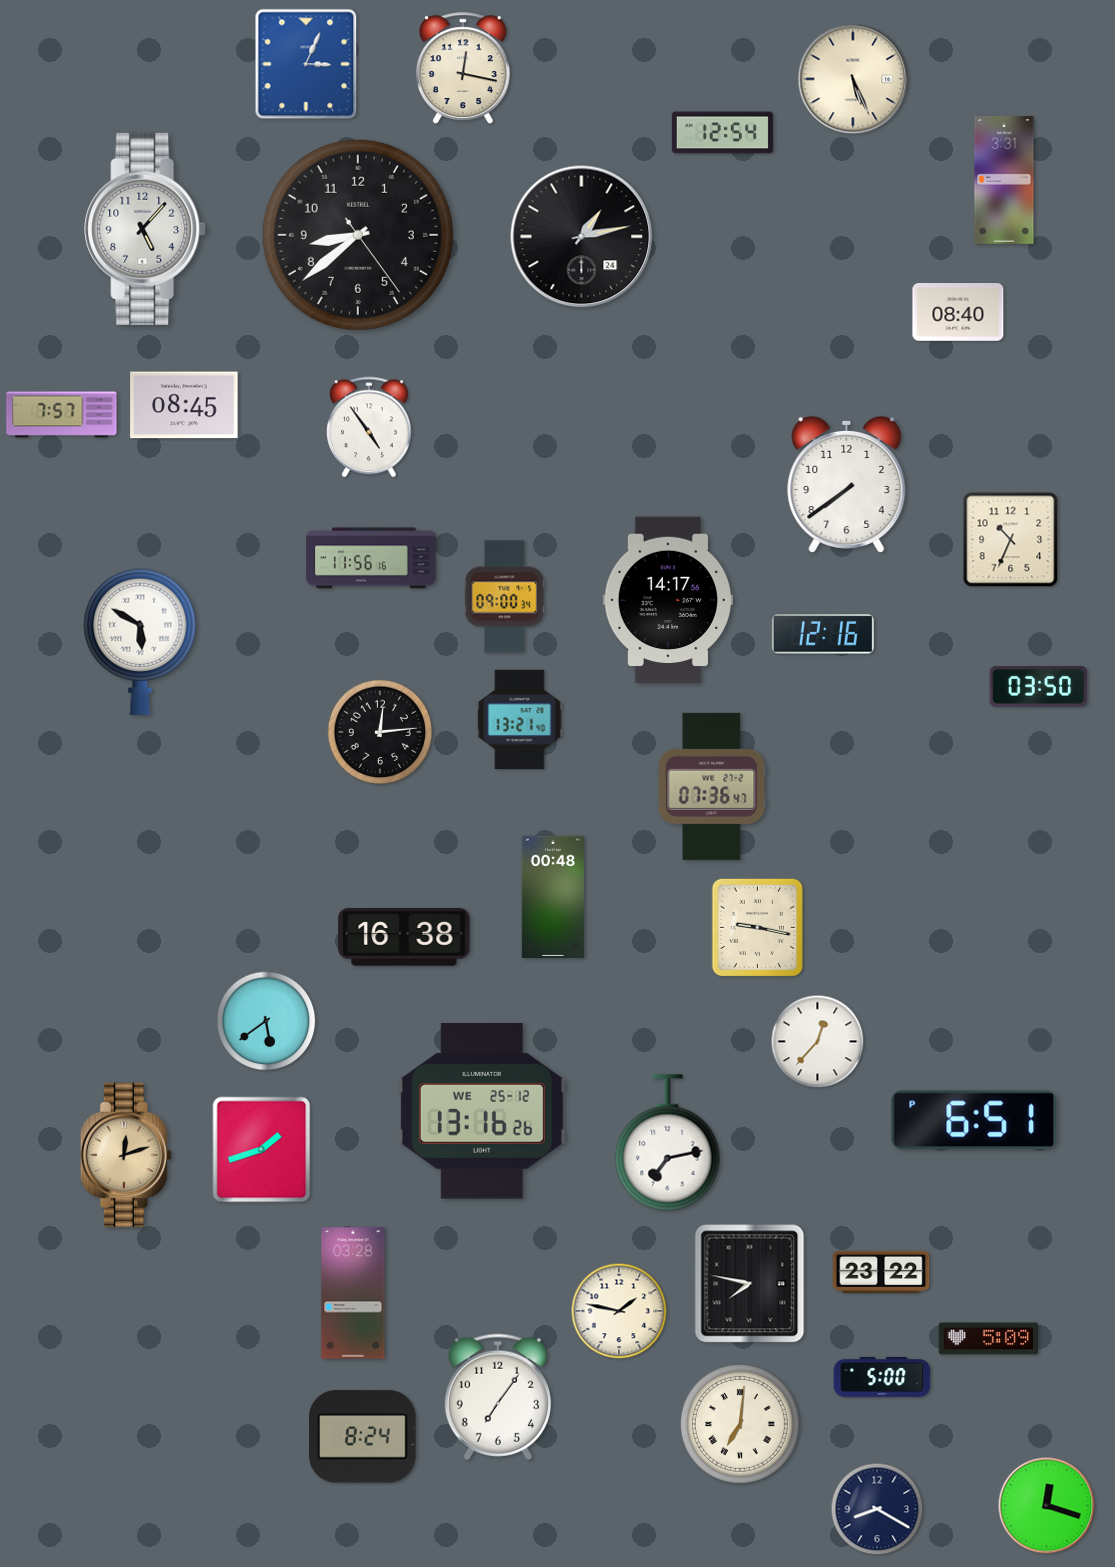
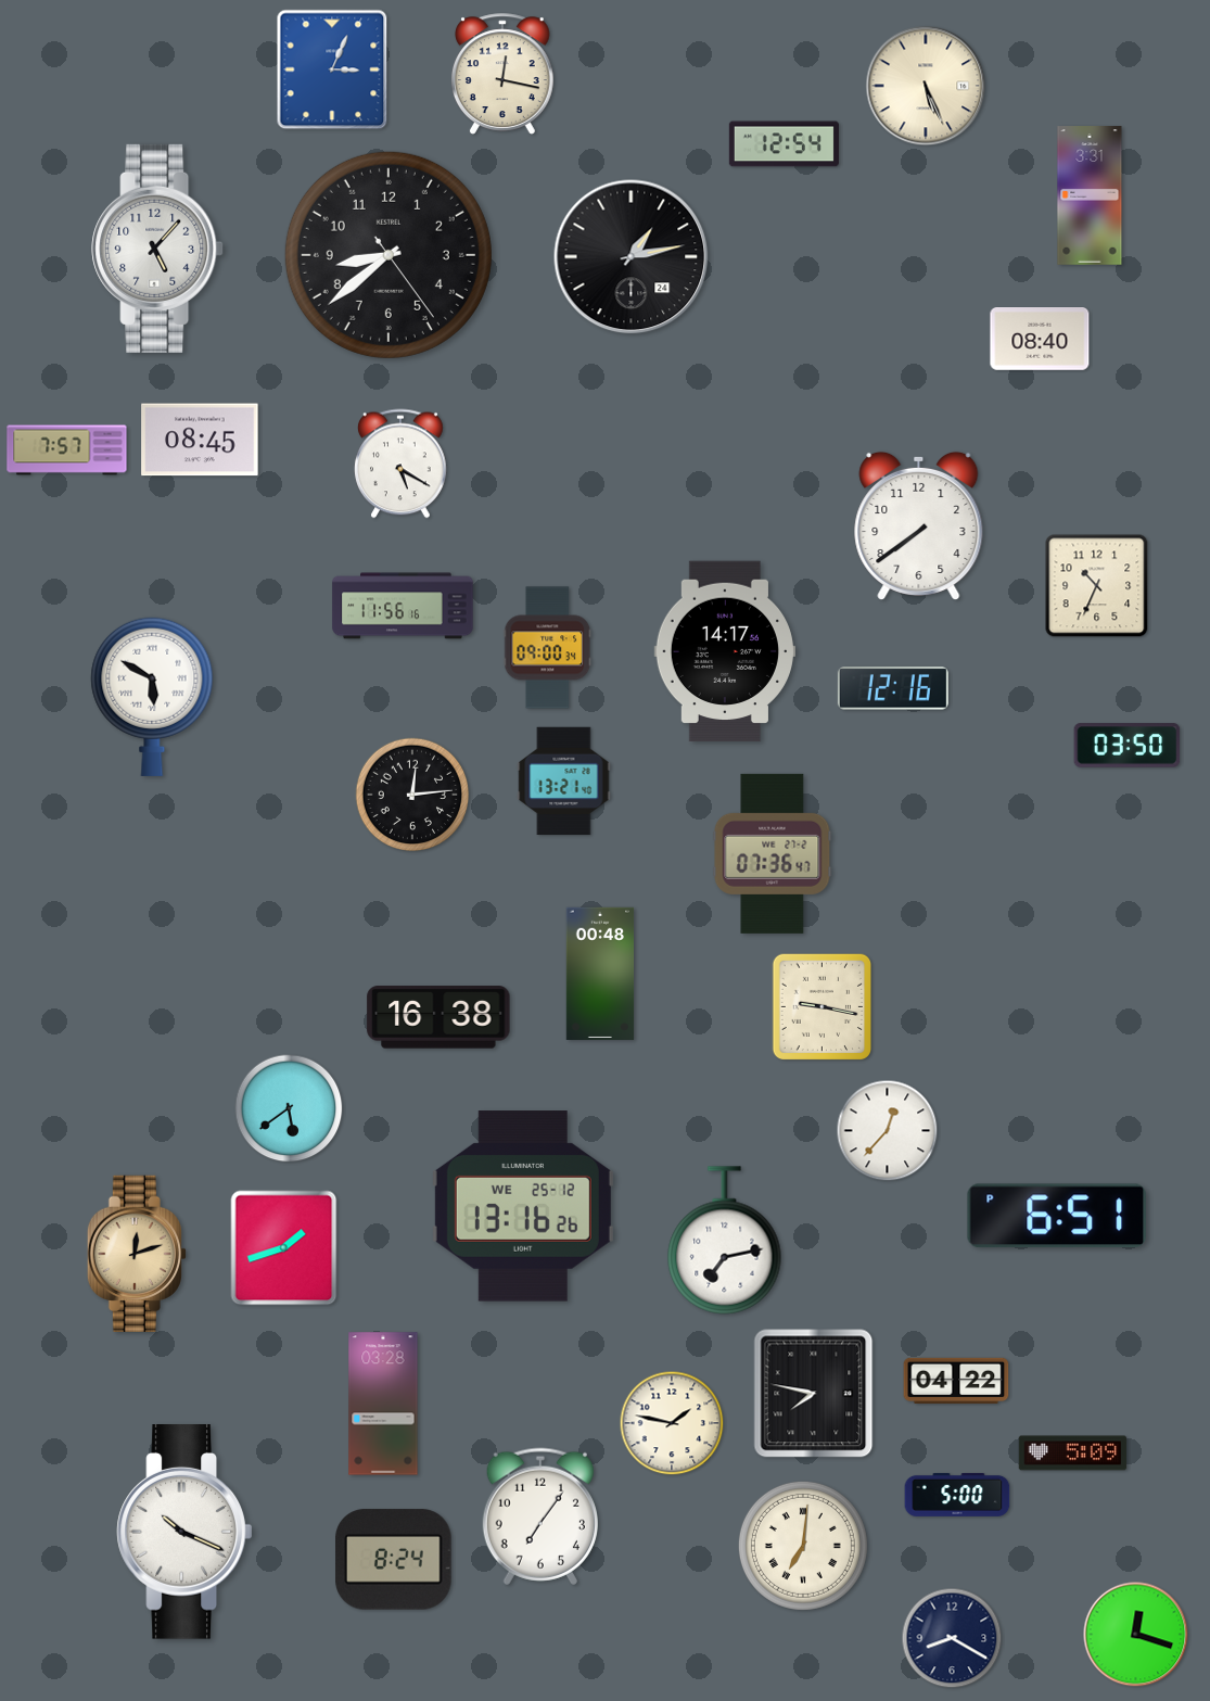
clock at (370, 427): 4:54 -> 5:20
clock at (881, 1271): 23:22 -> 04:22
clock at (184, 1533): none -> 10:19
